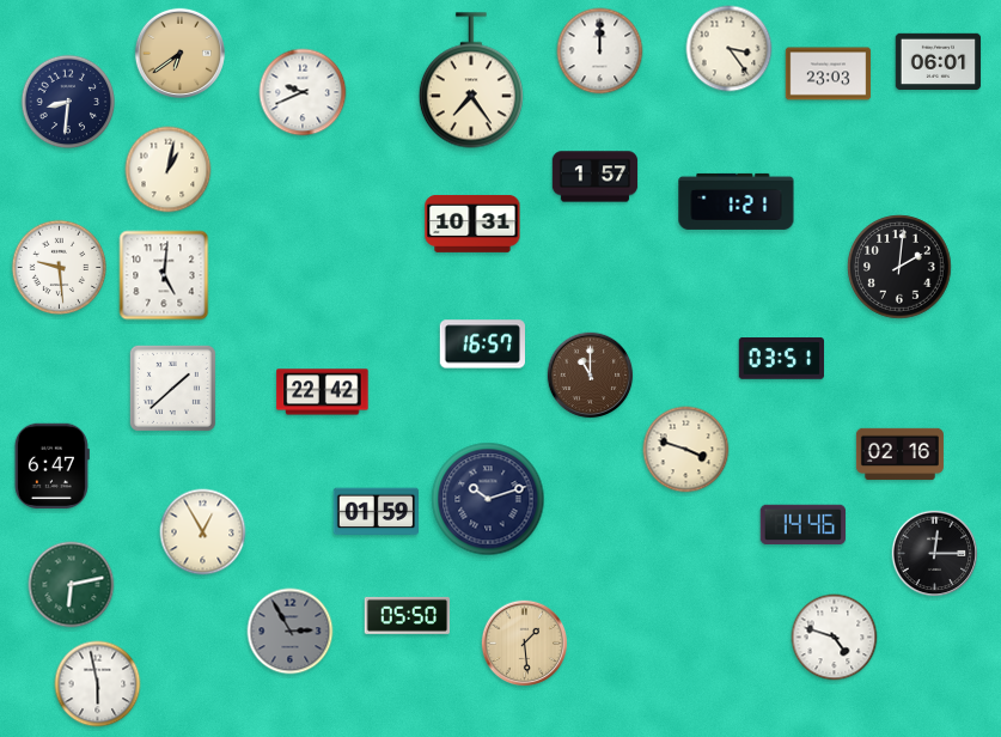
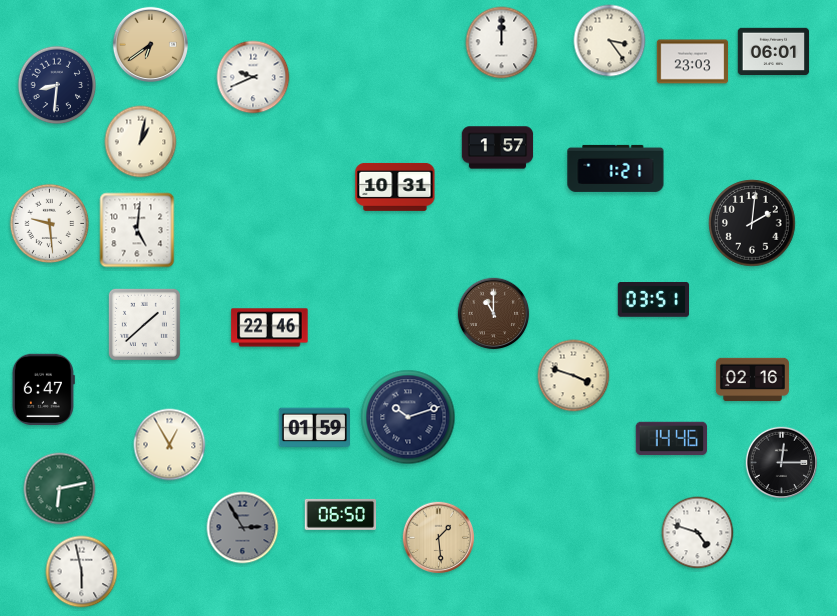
clock at (939, 62) position: (939, 62) -> (774, 52)
clock at (471, 80): 7:24 -> none
clock at (483, 345): 16:57 -> none
clock at (323, 392): 22:42 -> 22:46
clock at (408, 615): 05:50 -> 06:50
